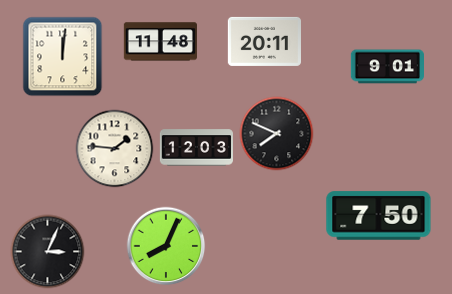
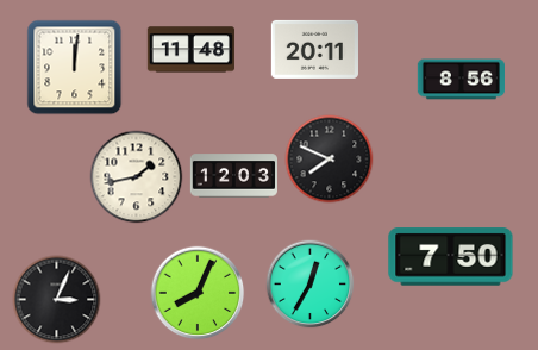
clock at (387, 67): 9:01 -> 8:56
clock at (115, 149): 1:46 -> 1:43
clock at (311, 285): none -> 12:35
